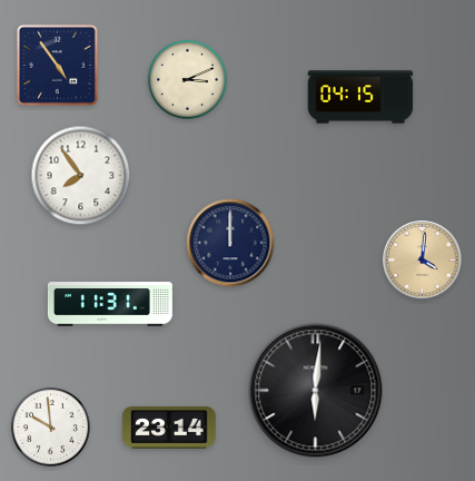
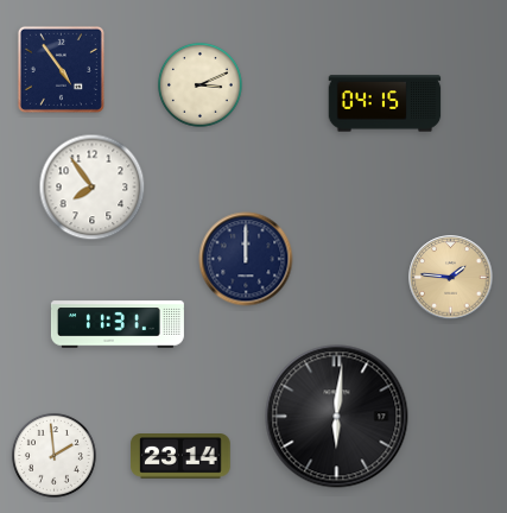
clock at (81, 176) position: (81, 176) -> (93, 188)
clock at (423, 261): 4:01 -> 1:46
clock at (50, 426): 9:59 -> 1:59
